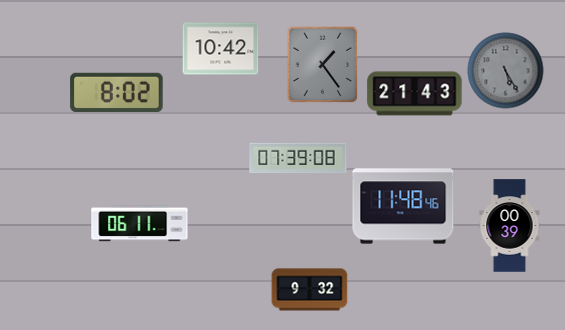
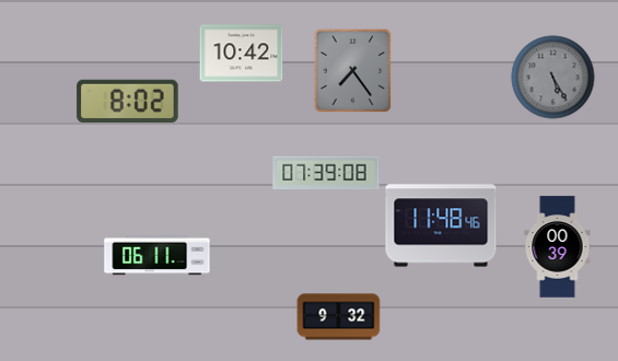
clock at (323, 64): 1:24 -> 7:24
clock at (415, 94): 21:43 -> none
clock at (140, 224) position: (140, 224) -> (158, 256)
